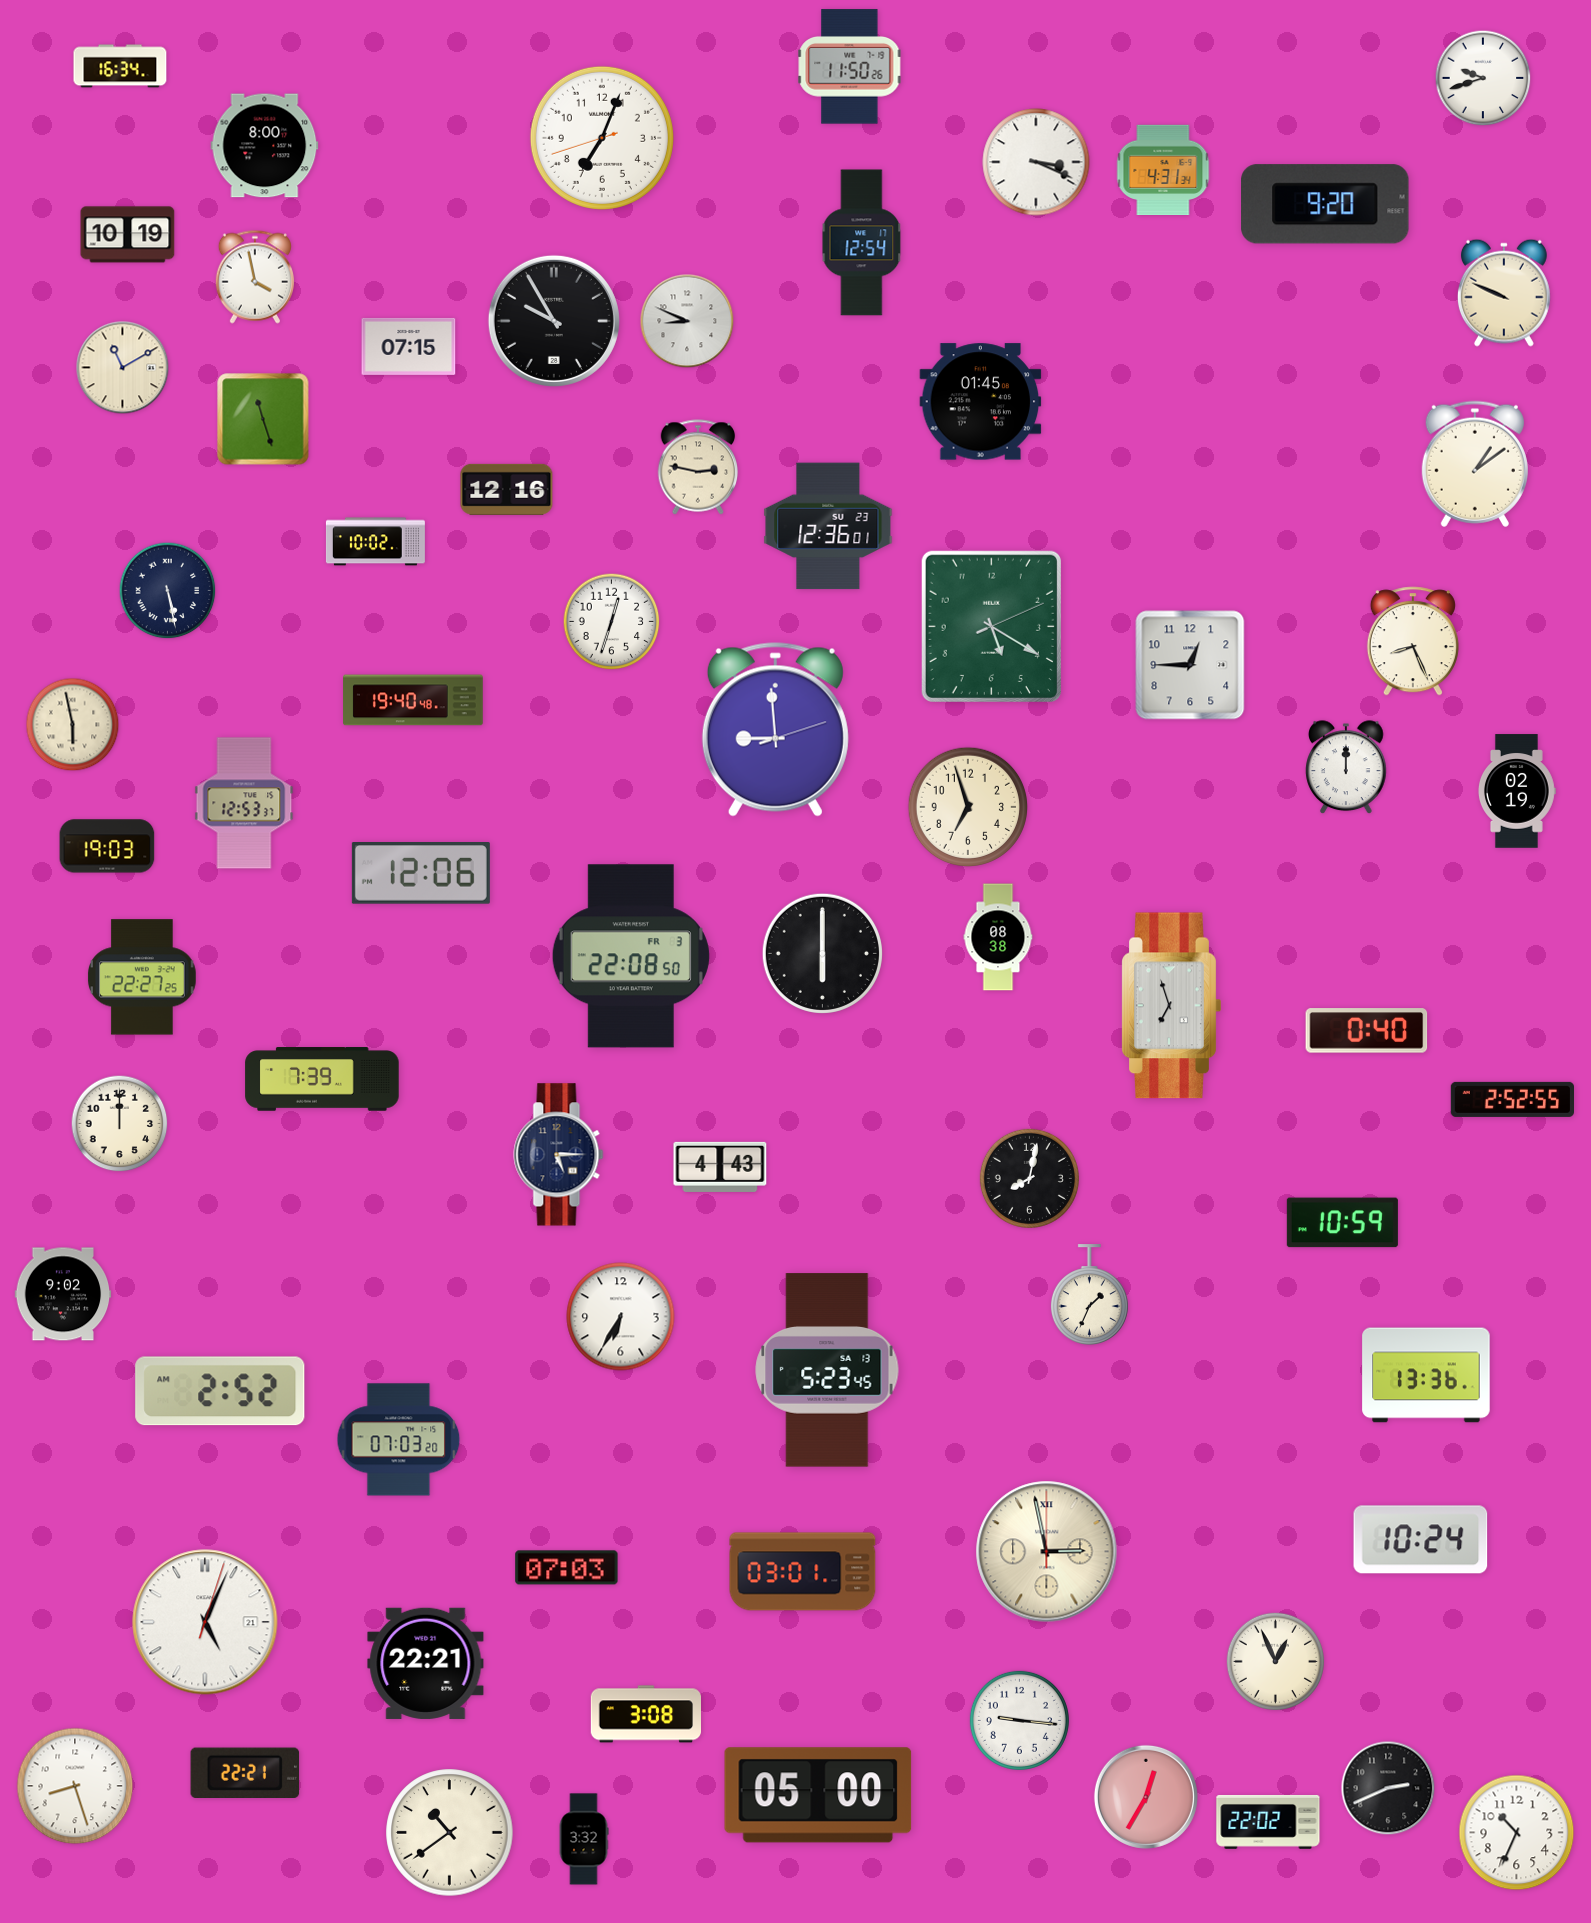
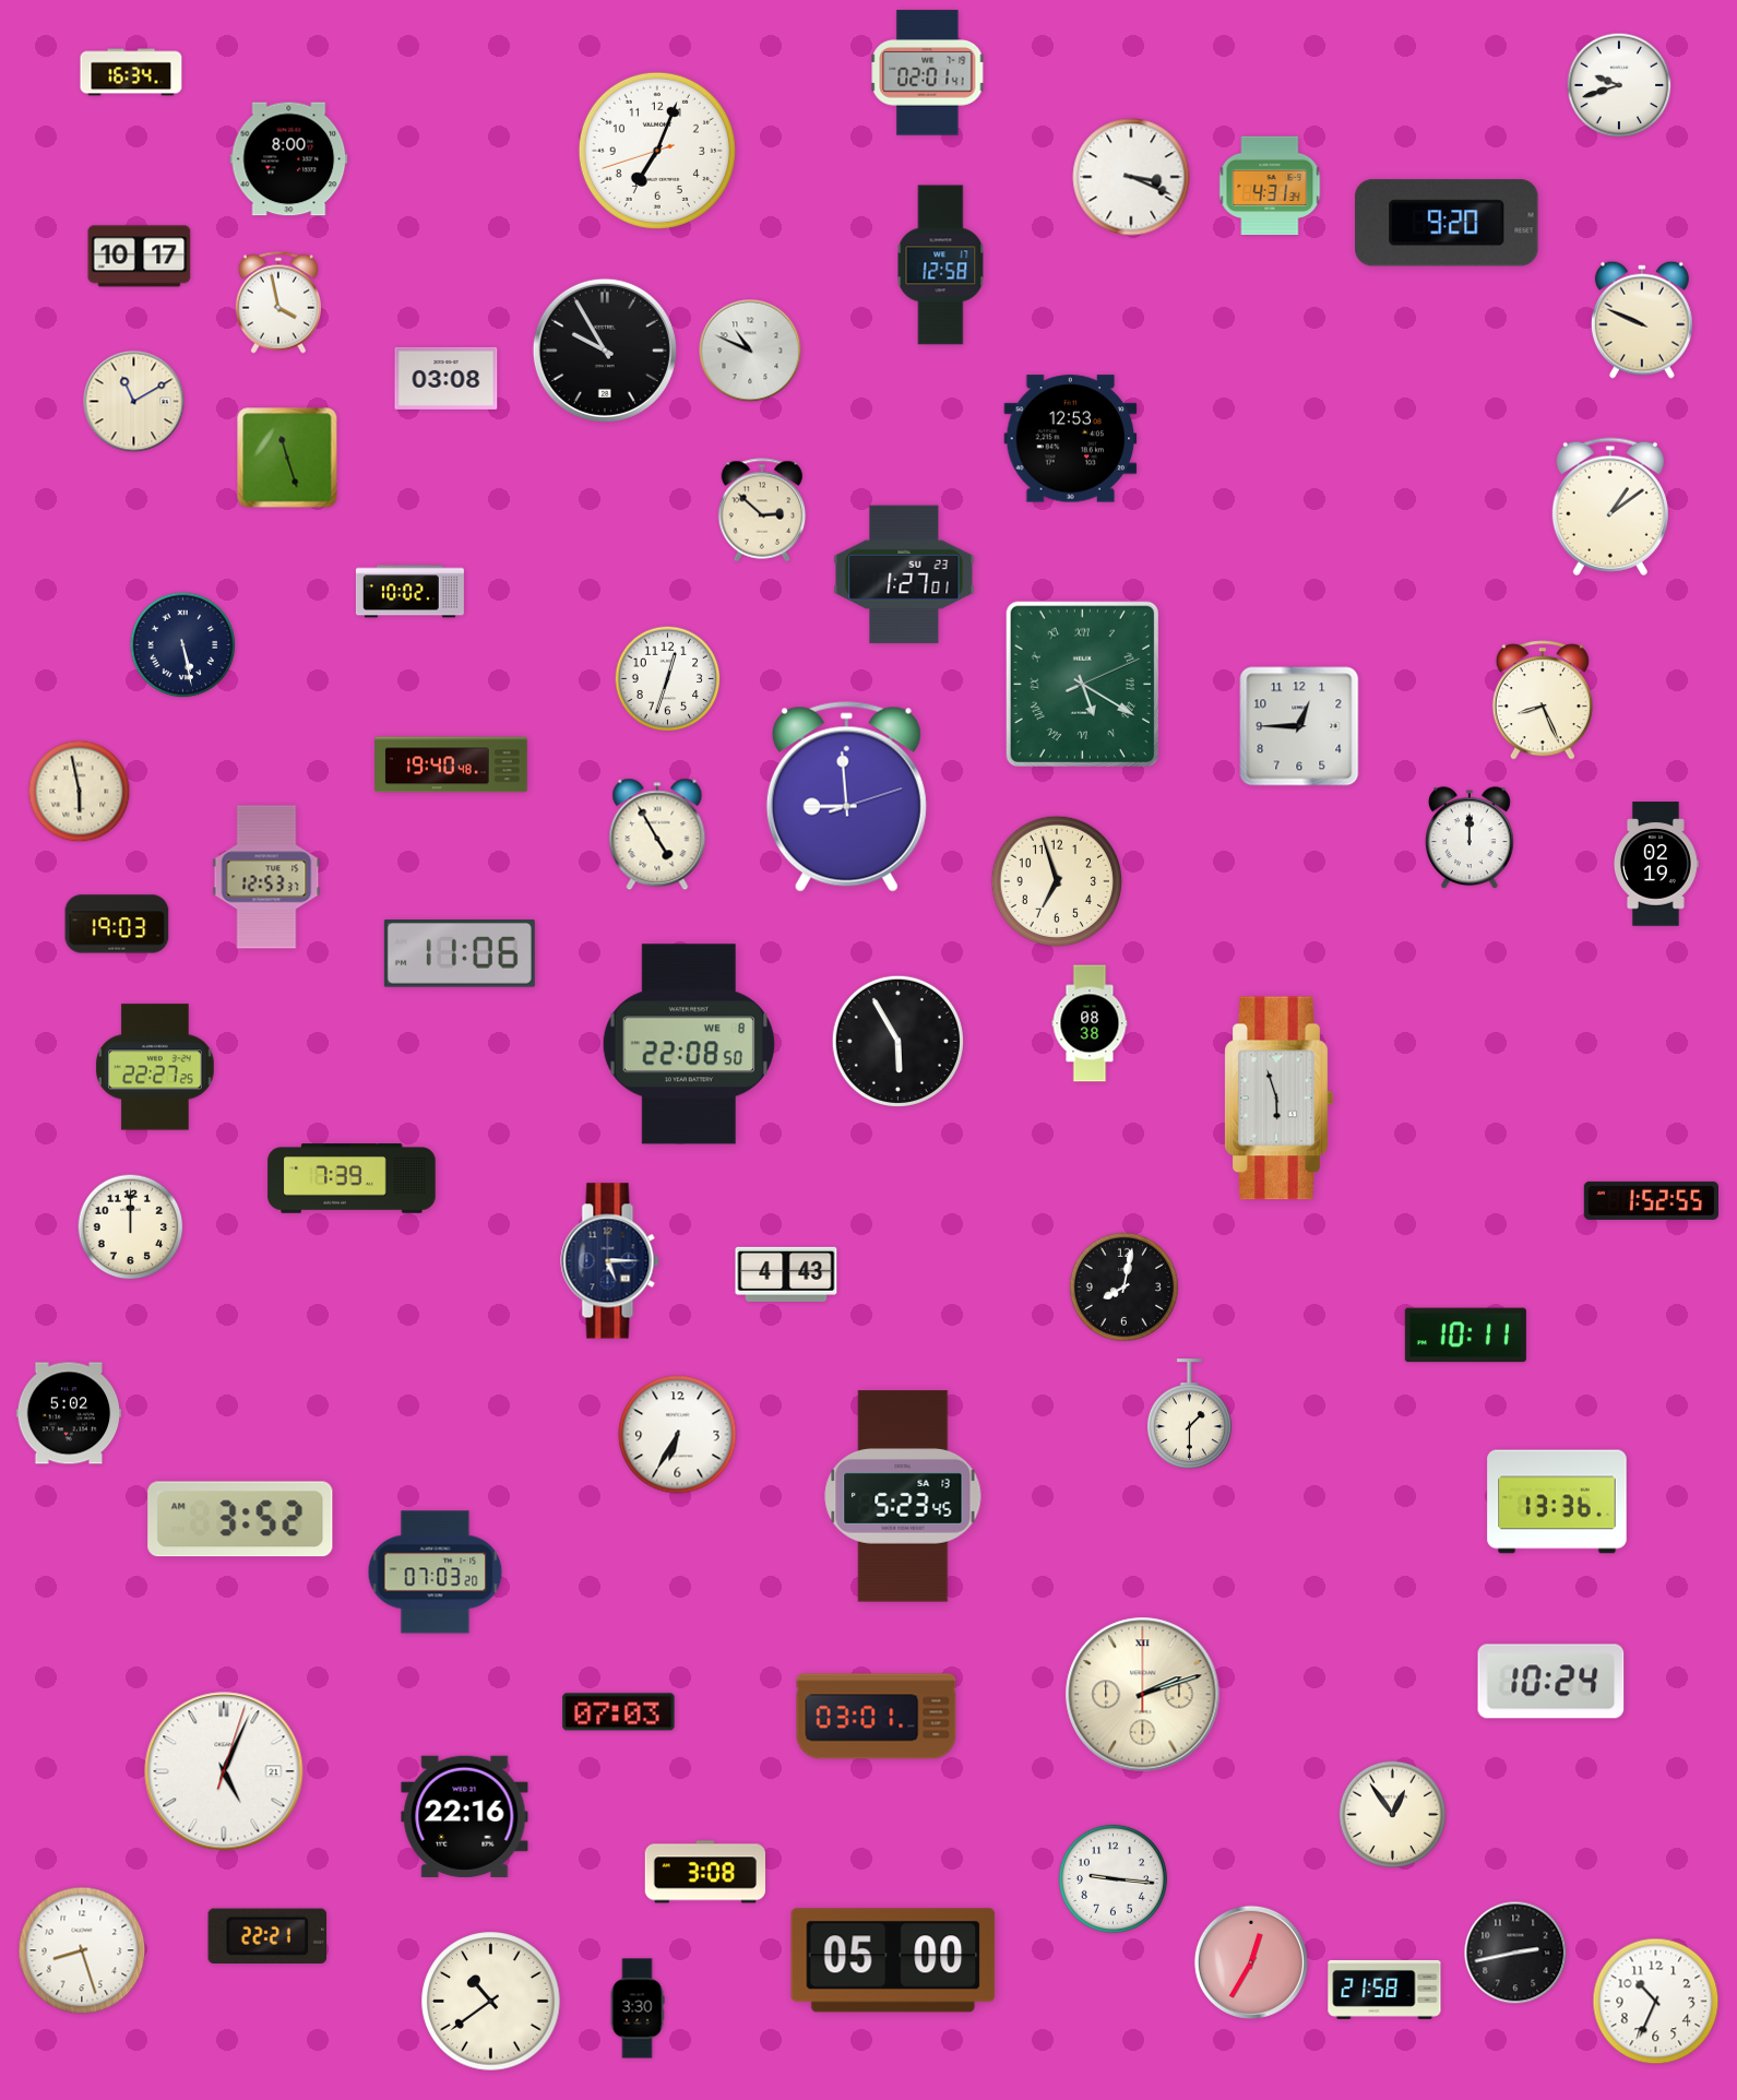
clock at (850, 67): 11:50 -> 02:01
clock at (128, 235): 10:19 -> 10:17
clock at (862, 243): 12:54 -> 12:58
clock at (687, 321): 8:49 -> 10:49
clock at (409, 346): 07:15 -> 03:08
clock at (981, 402): 01:45 -> 12:53
clock at (698, 467): 2:47 -> 2:52
clock at (507, 489): 12:16 -> none
clock at (828, 526): 12:36 -> 1:27
clock at (991, 626) numerals: Arabic -> Roman
clock at (657, 834): none -> 4:55
clock at (421, 874): 12:06 -> 11:06
clock at (822, 953): 6:00 -> 5:55
clock at (631, 956) date: FR 3 -> WE 8
clock at (1171, 1006): 6:57 -> 5:57
clock at (1367, 1031): 0:40 -> none
clock at (1512, 1099): 2:52 -> 1:52
clock at (1342, 1223): 10:59 -> 10:11
clock at (63, 1294): 9:02 -> 5:02
clock at (1089, 1294): 1:34 -> 1:30
clock at (621, 1317) position: (621, 1317) -> (678, 1435)
clock at (220, 1391): 2:52 -> 3:52
clock at (1047, 1552): 2:58 -> 2:12
clock at (1275, 1661): 12:56 -> 12:54
clock at (426, 1663): 22:21 -> 22:16
clock at (1388, 1788): 2:41 -> 2:43
clock at (1268, 1822): 22:02 -> 21:58
clock at (584, 1839): 3:32 -> 3:30
